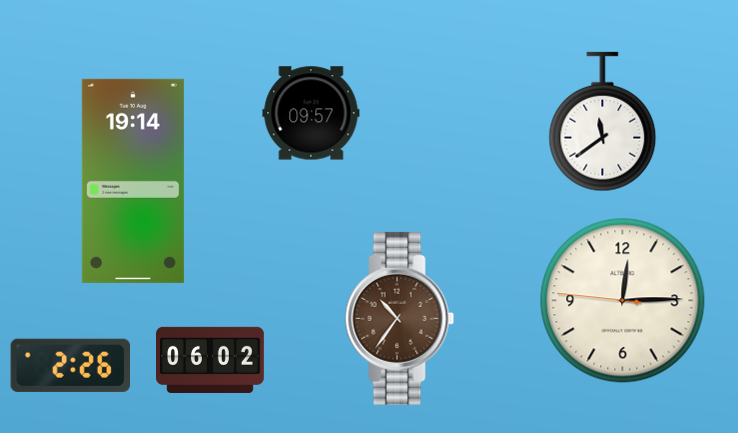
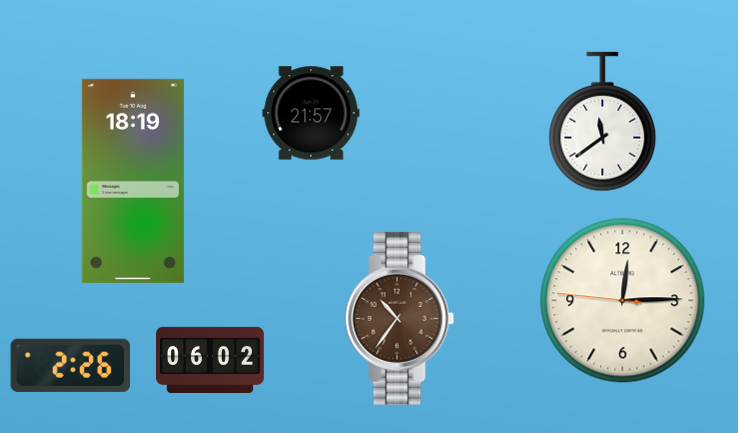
clock at (311, 113): 09:57 -> 21:57
clock at (133, 181): 19:14 -> 18:19
